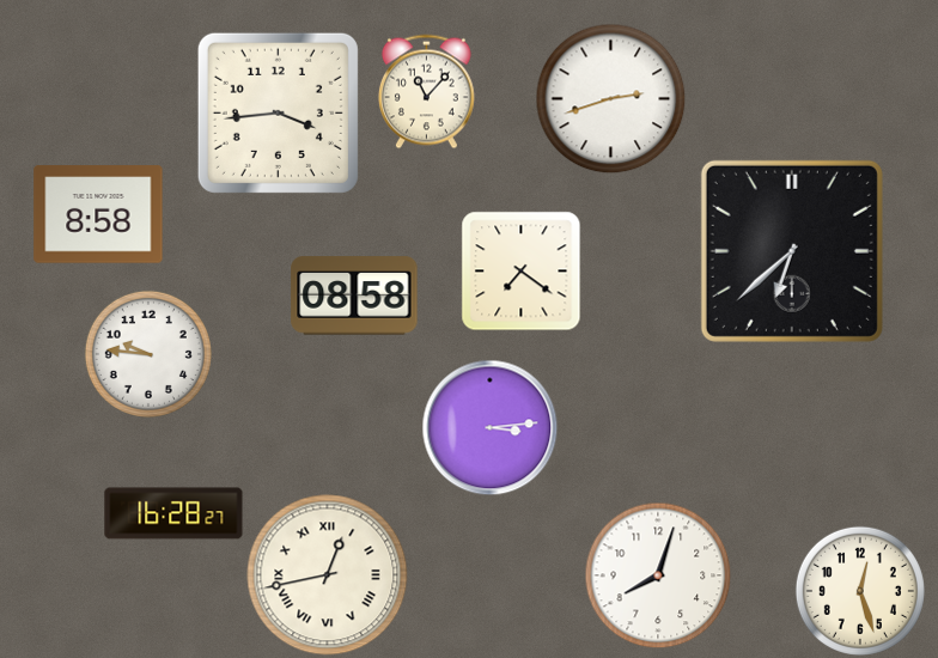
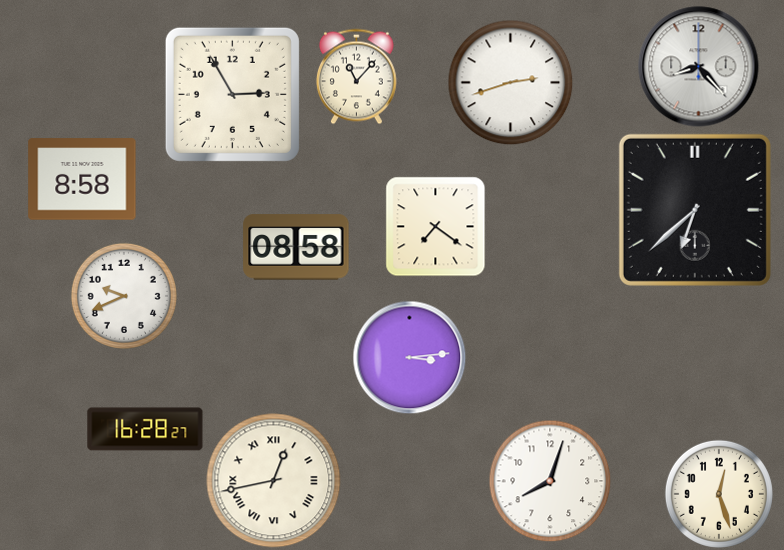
clock at (699, 67): none -> 8:23
clock at (278, 112): 3:44 -> 2:55
clock at (792, 251) position: (792, 251) -> (695, 210)
clock at (148, 354): 9:46 -> 9:41
